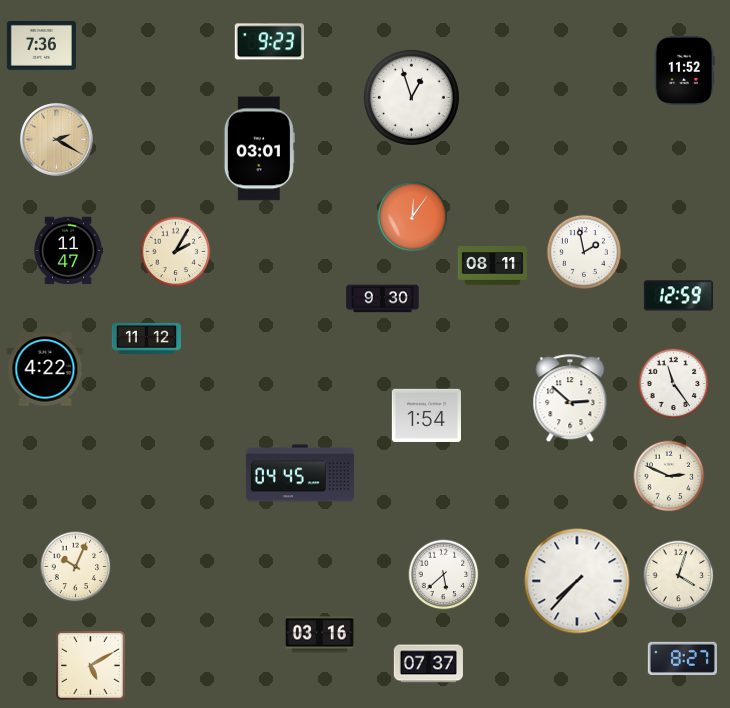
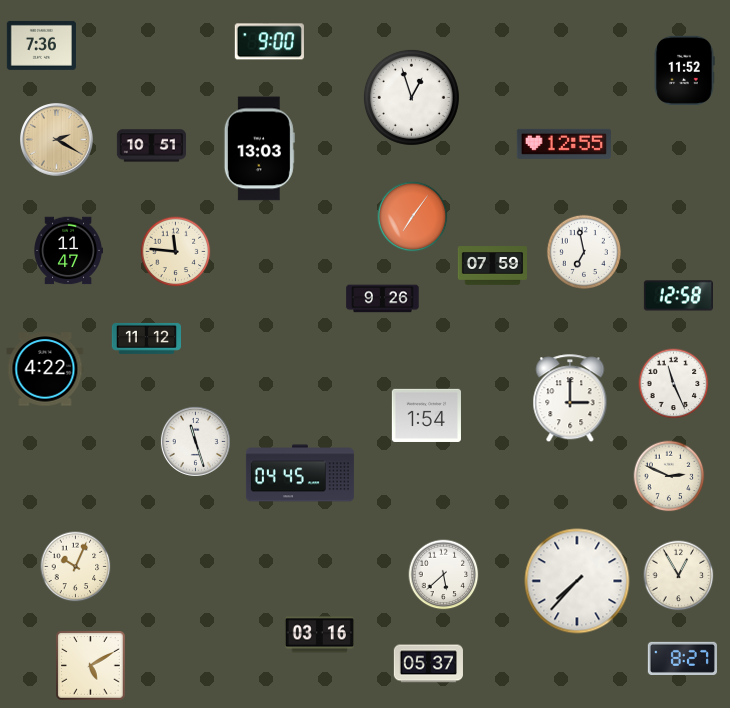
clock at (269, 42): 9:23 -> 9:00
clock at (564, 144): none -> 12:55
clock at (151, 146): none -> 10:51
clock at (259, 149): 03:01 -> 13:03
clock at (413, 217): 12:06 -> 7:06
clock at (176, 252): 2:05 -> 11:46
clock at (584, 252): 1:58 -> 6:58
clock at (492, 266): 08:11 -> 07:59
clock at (678, 296): 12:59 -> 12:58
clock at (383, 299): 9:30 -> 9:26
clock at (674, 384): 11:24 -> 11:26
clock at (570, 399): 2:52 -> 3:00
clock at (195, 441): none -> 11:27
clock at (679, 576): 4:03 -> 12:55
clock at (428, 664): 07:37 -> 05:37
